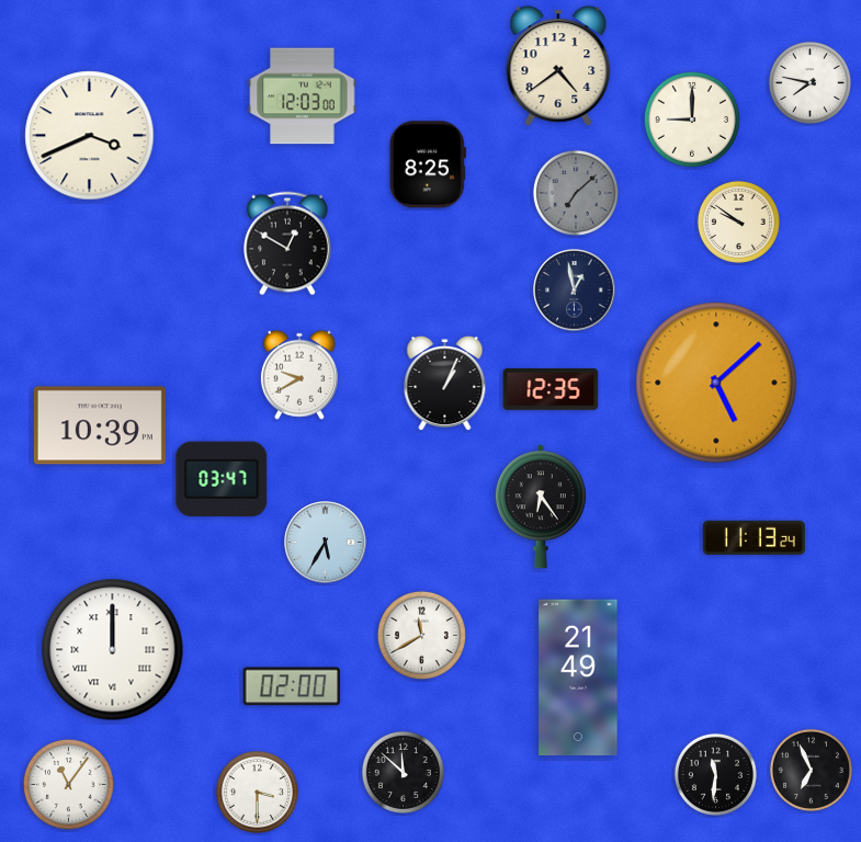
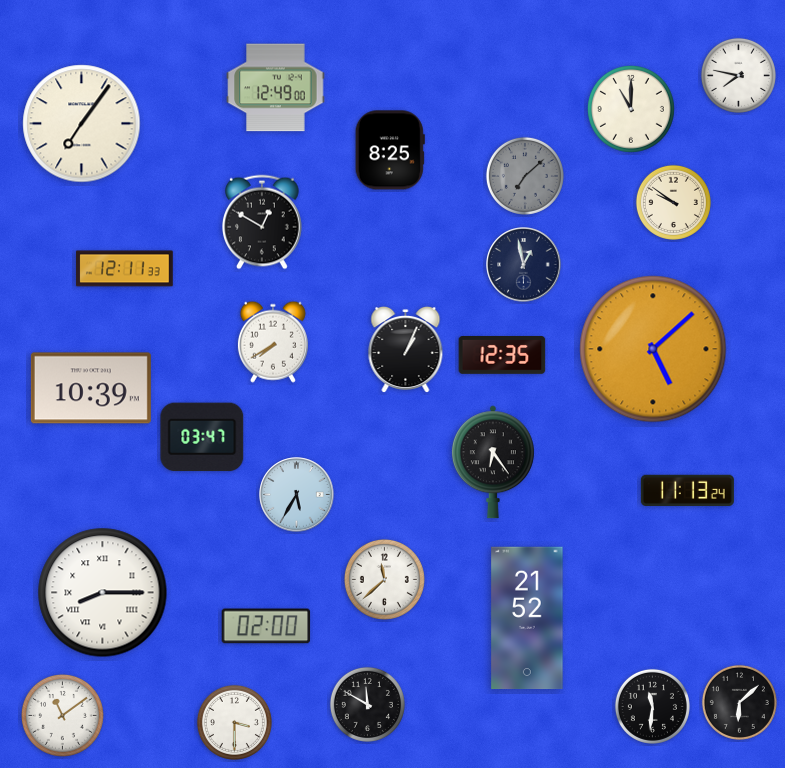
clock at (558, 66): 4:39 -> none
clock at (303, 96): 12:03 -> 12:49
clock at (692, 120): 9:00 -> 11:00
clock at (90, 136): 3:41 -> 7:06
clock at (125, 269): none -> 12:11
clock at (299, 375): 9:40 -> 7:40
clock at (421, 635): 11:40 -> 11:38
clock at (113, 650): 12:00 -> 8:15
clock at (578, 678): 21:49 -> 21:52
clock at (811, 770): 6:56 -> 6:08
clock at (403, 772): 11:52 -> 11:50
clock at (68, 784): 11:06 -> 11:09
